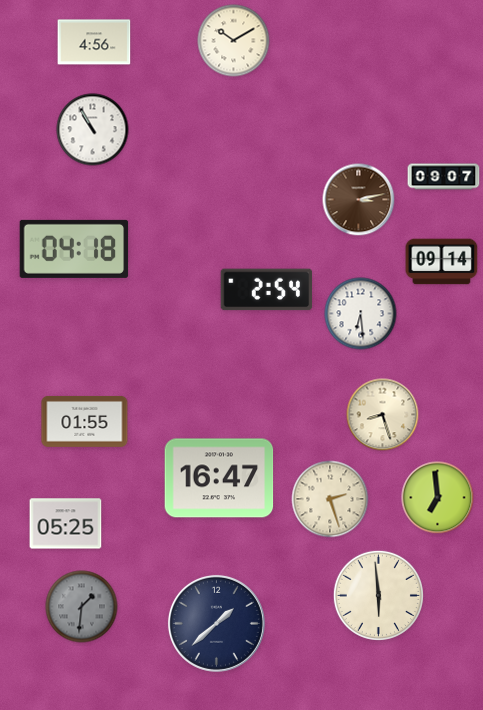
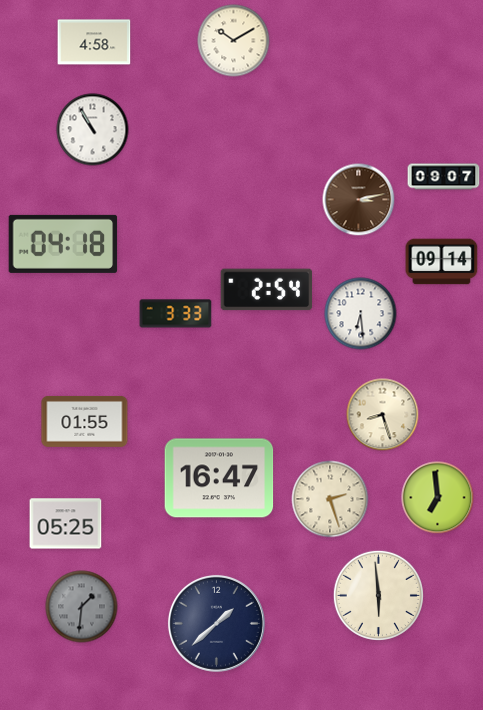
clock at (94, 42): 4:56 -> 4:58
clock at (74, 249) position: (74, 249) -> (63, 244)
clock at (176, 314): none -> 3:33
